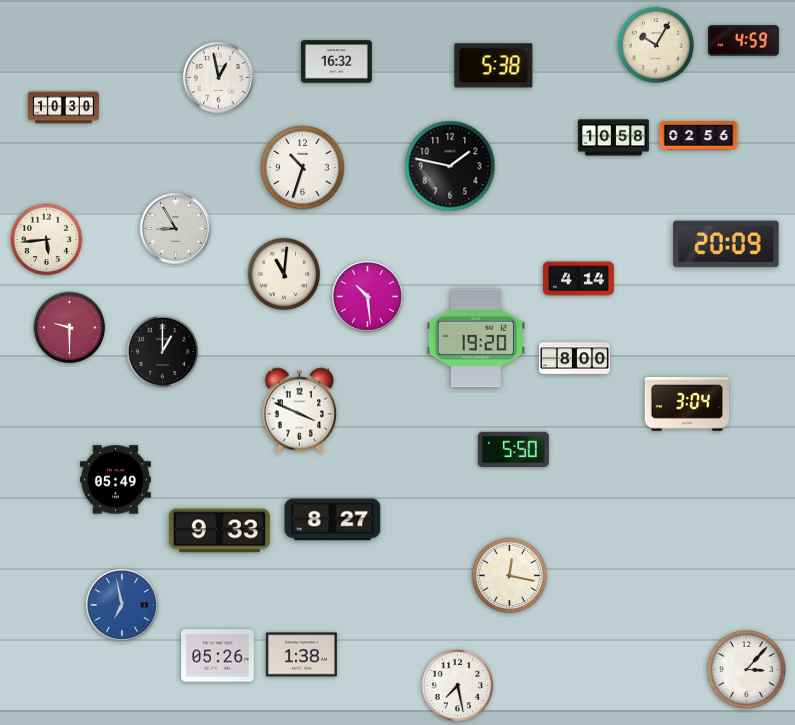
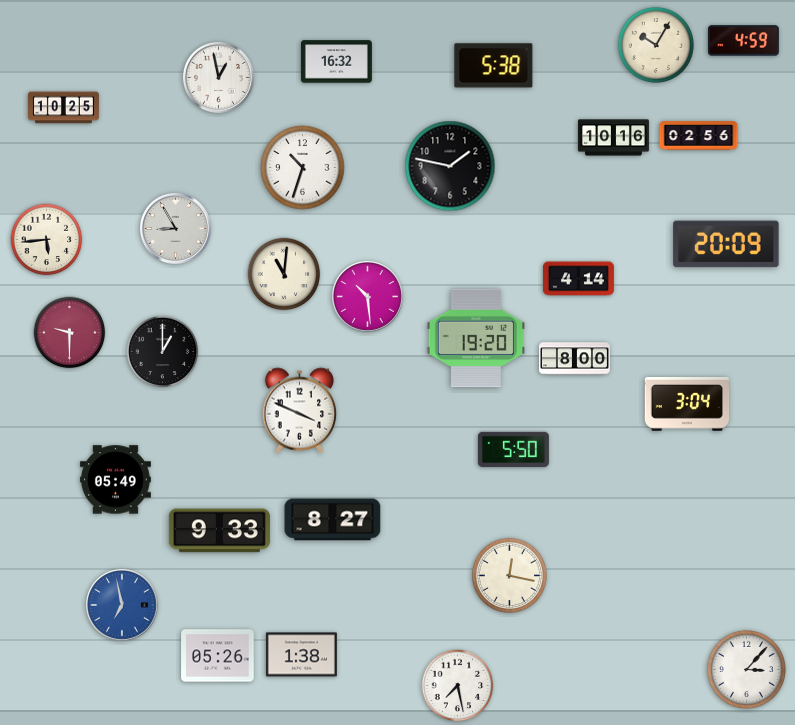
clock at (63, 108): 10:30 -> 10:25
clock at (613, 138): 10:58 -> 10:16
clock at (70, 328) position: (70, 328) -> (70, 333)
